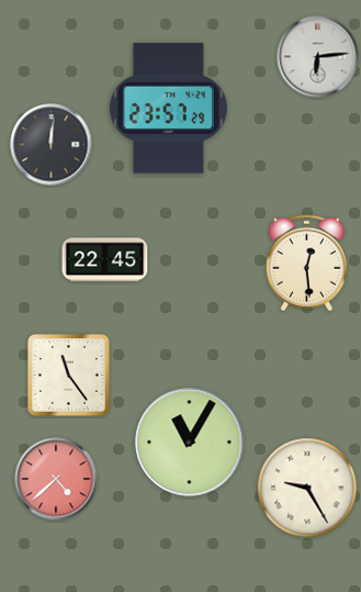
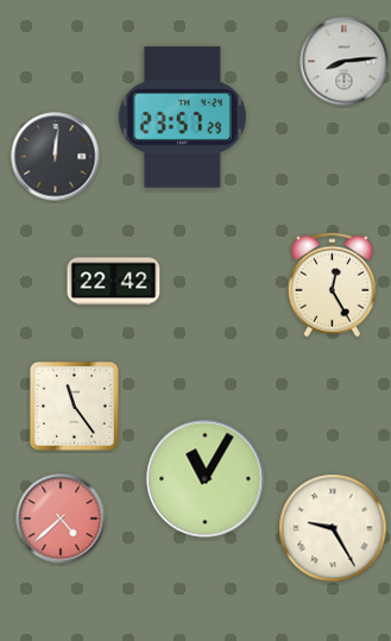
clock at (318, 57): 6:14 -> 8:14
clock at (105, 260): 22:45 -> 22:42
clock at (306, 264): 12:29 -> 12:25
